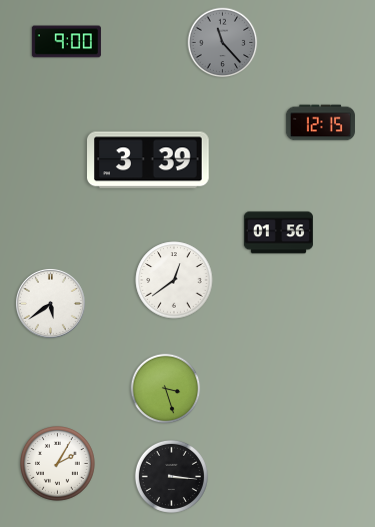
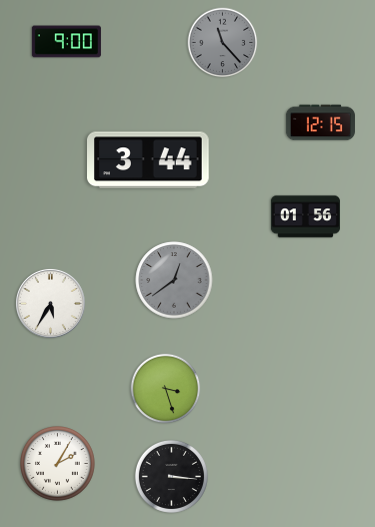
clock at (149, 160): 3:39 -> 3:44
clock at (278, 233) position: (278, 233) -> (305, 217)
clock at (174, 280) dial: white -> grey
clock at (50, 303): 5:39 -> 5:35
